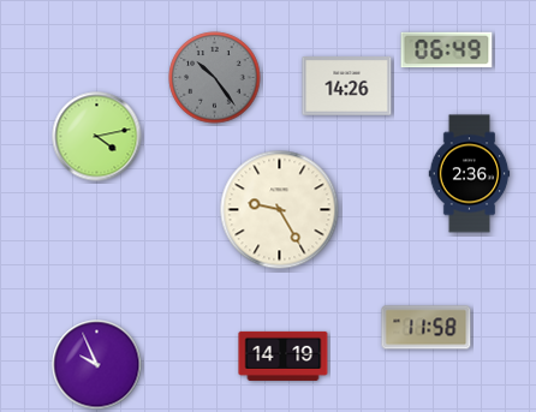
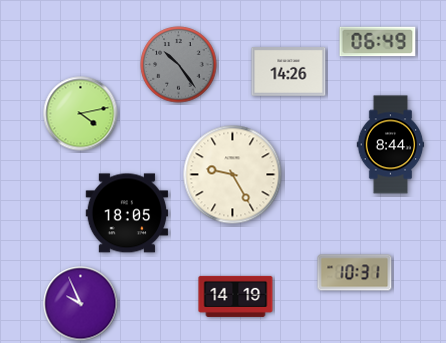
clock at (447, 50) position: (447, 50) -> (378, 42)
clock at (470, 174): 2:36 -> 8:44
clock at (127, 213): none -> 18:05
clock at (427, 328): 11:58 -> 10:31
